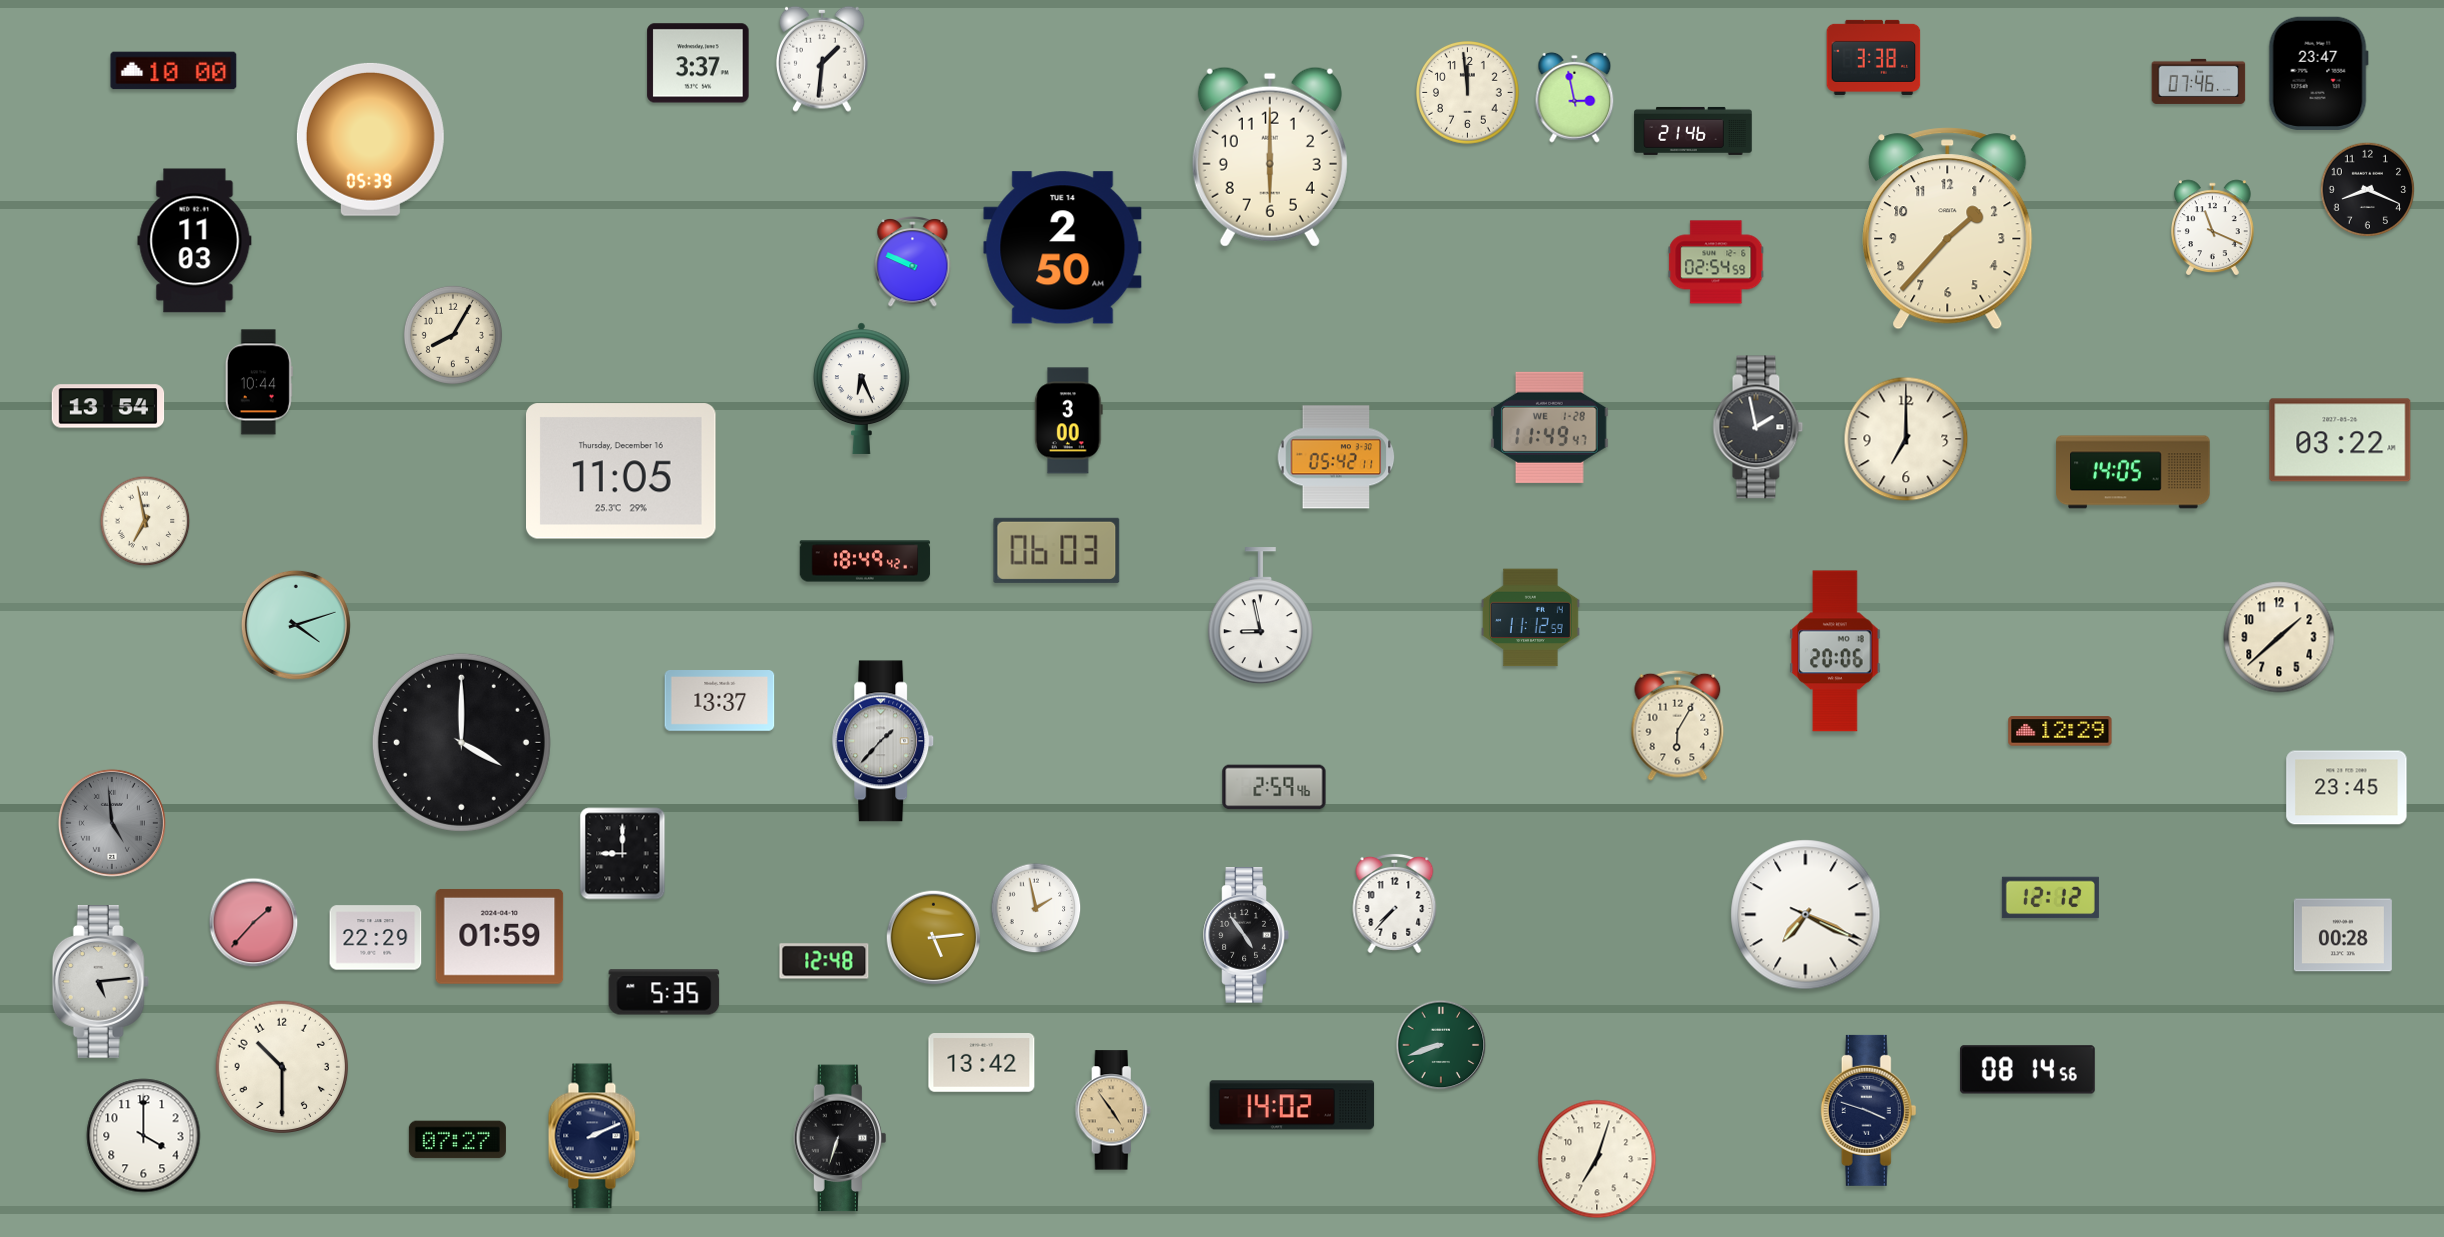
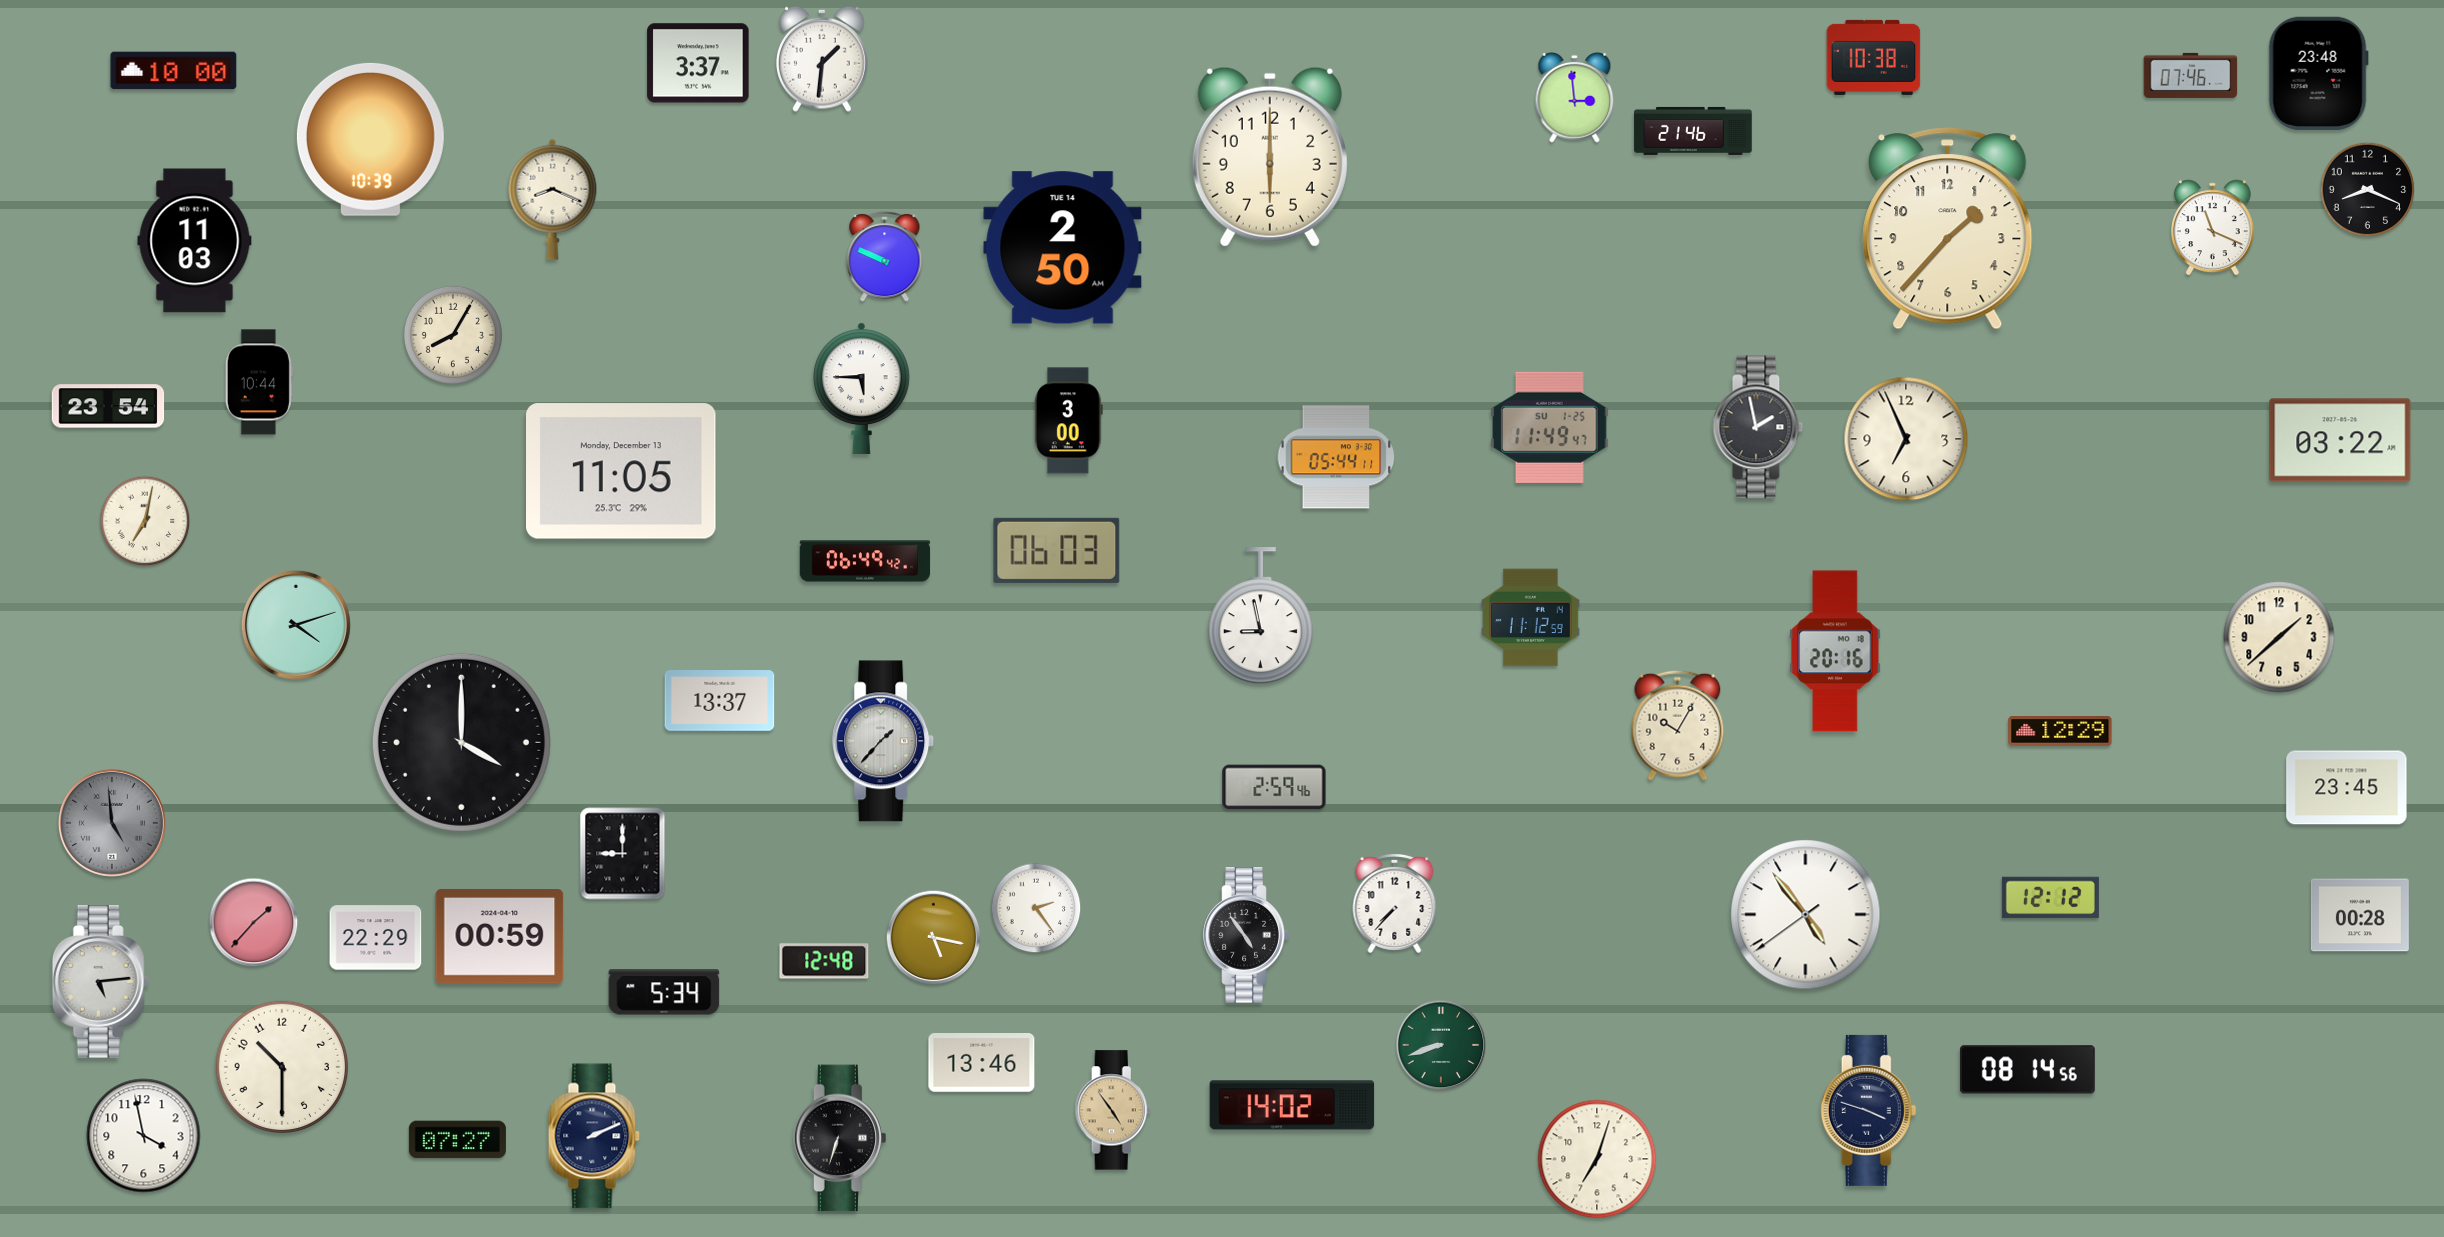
clock at (1874, 57): 3:38 -> 10:38
clock at (2318, 73): 23:47 -> 23:48
clock at (2199, 81) position: (2199, 81) -> (2191, 75)
clock at (1468, 93): 11:59 -> none
clock at (1575, 97): 2:58 -> 2:59
clock at (370, 139): 05:39 -> 10:39
clock at (553, 199): none -> 8:19
clock at (913, 262) position: (913, 262) -> (885, 257)
clock at (1716, 262): 02:54 -> none
clock at (861, 388): 6:26 -> 5:45
clock at (108, 406): 13:54 -> 23:54
clock at (1550, 427) date: WE 1-28 -> SU 1-25
clock at (1906, 439): 7:00 -> 6:56
clock at (1336, 457): 05:42 -> 05:44
clock at (622, 471) date: Thursday, December 16 -> Monday, December 13
clock at (2133, 472): 14:05 -> none
clock at (145, 521): 6:58 -> 7:02
clock at (865, 561): 18:49 -> 06:49
clock at (1835, 651): 20:06 -> 20:16
clock at (1678, 725): 6:05 -> 10:05
clock at (1036, 908): 1:58 -> 2:24
clock at (1806, 915): 7:19 -> 4:53
clock at (2343, 935) position: (2343, 935) -> (2360, 915)
clock at (500, 936): 01:59 -> 00:59
clock at (934, 938): 5:14 -> 5:17
clock at (664, 992): 5:35 -> 5:34
clock at (982, 1063): 13:42 -> 13:46
clock at (144, 1136): 4:00 -> 3:58
